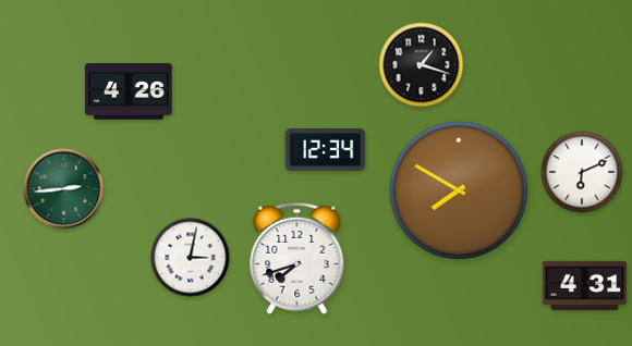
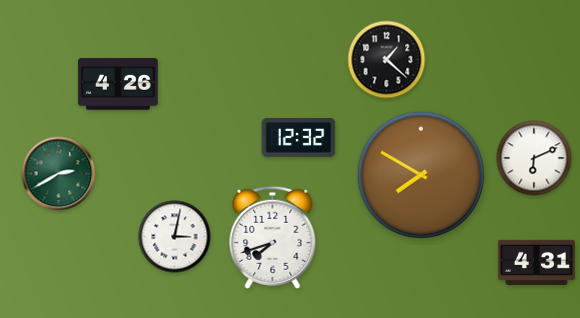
clock at (422, 65): 1:18 -> 1:22
clock at (326, 150): 12:34 -> 12:32
clock at (64, 189): 2:44 -> 2:40
